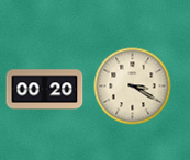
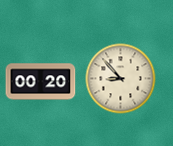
clock at (133, 87): 3:20 -> 8:53
